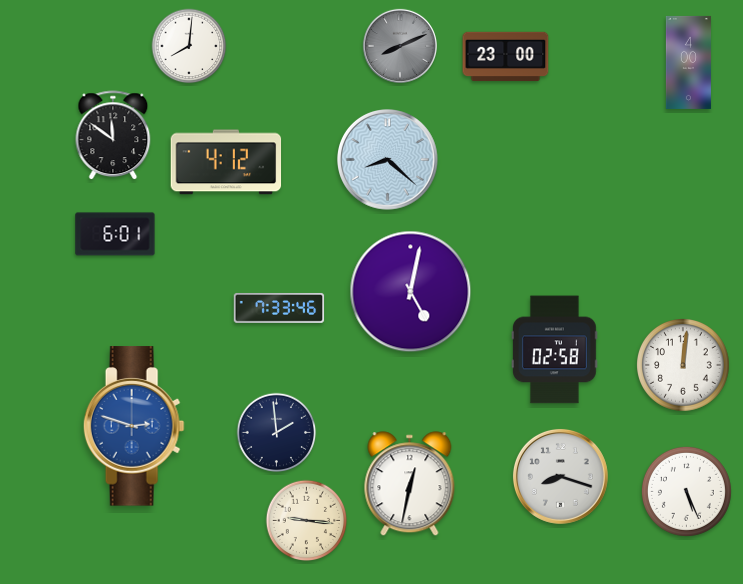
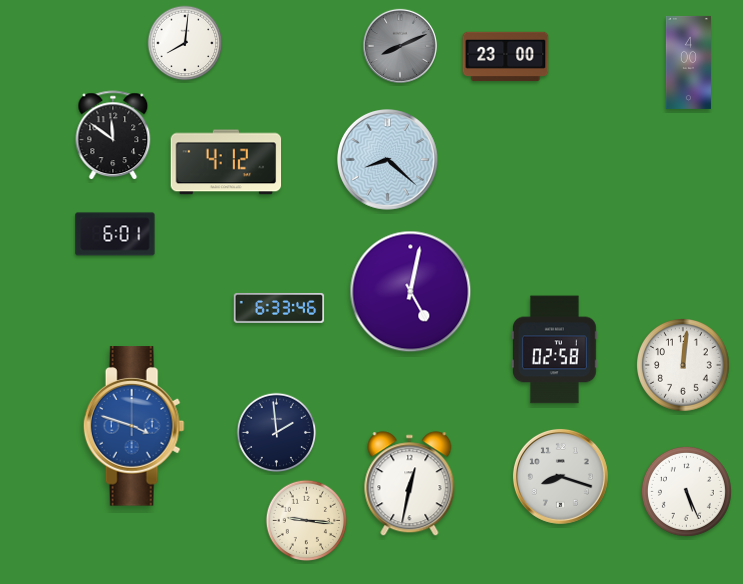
clock at (189, 46) position: (189, 46) -> (185, 43)
clock at (279, 308): 7:33 -> 6:33
clock at (134, 426): 2:48 -> 3:48
